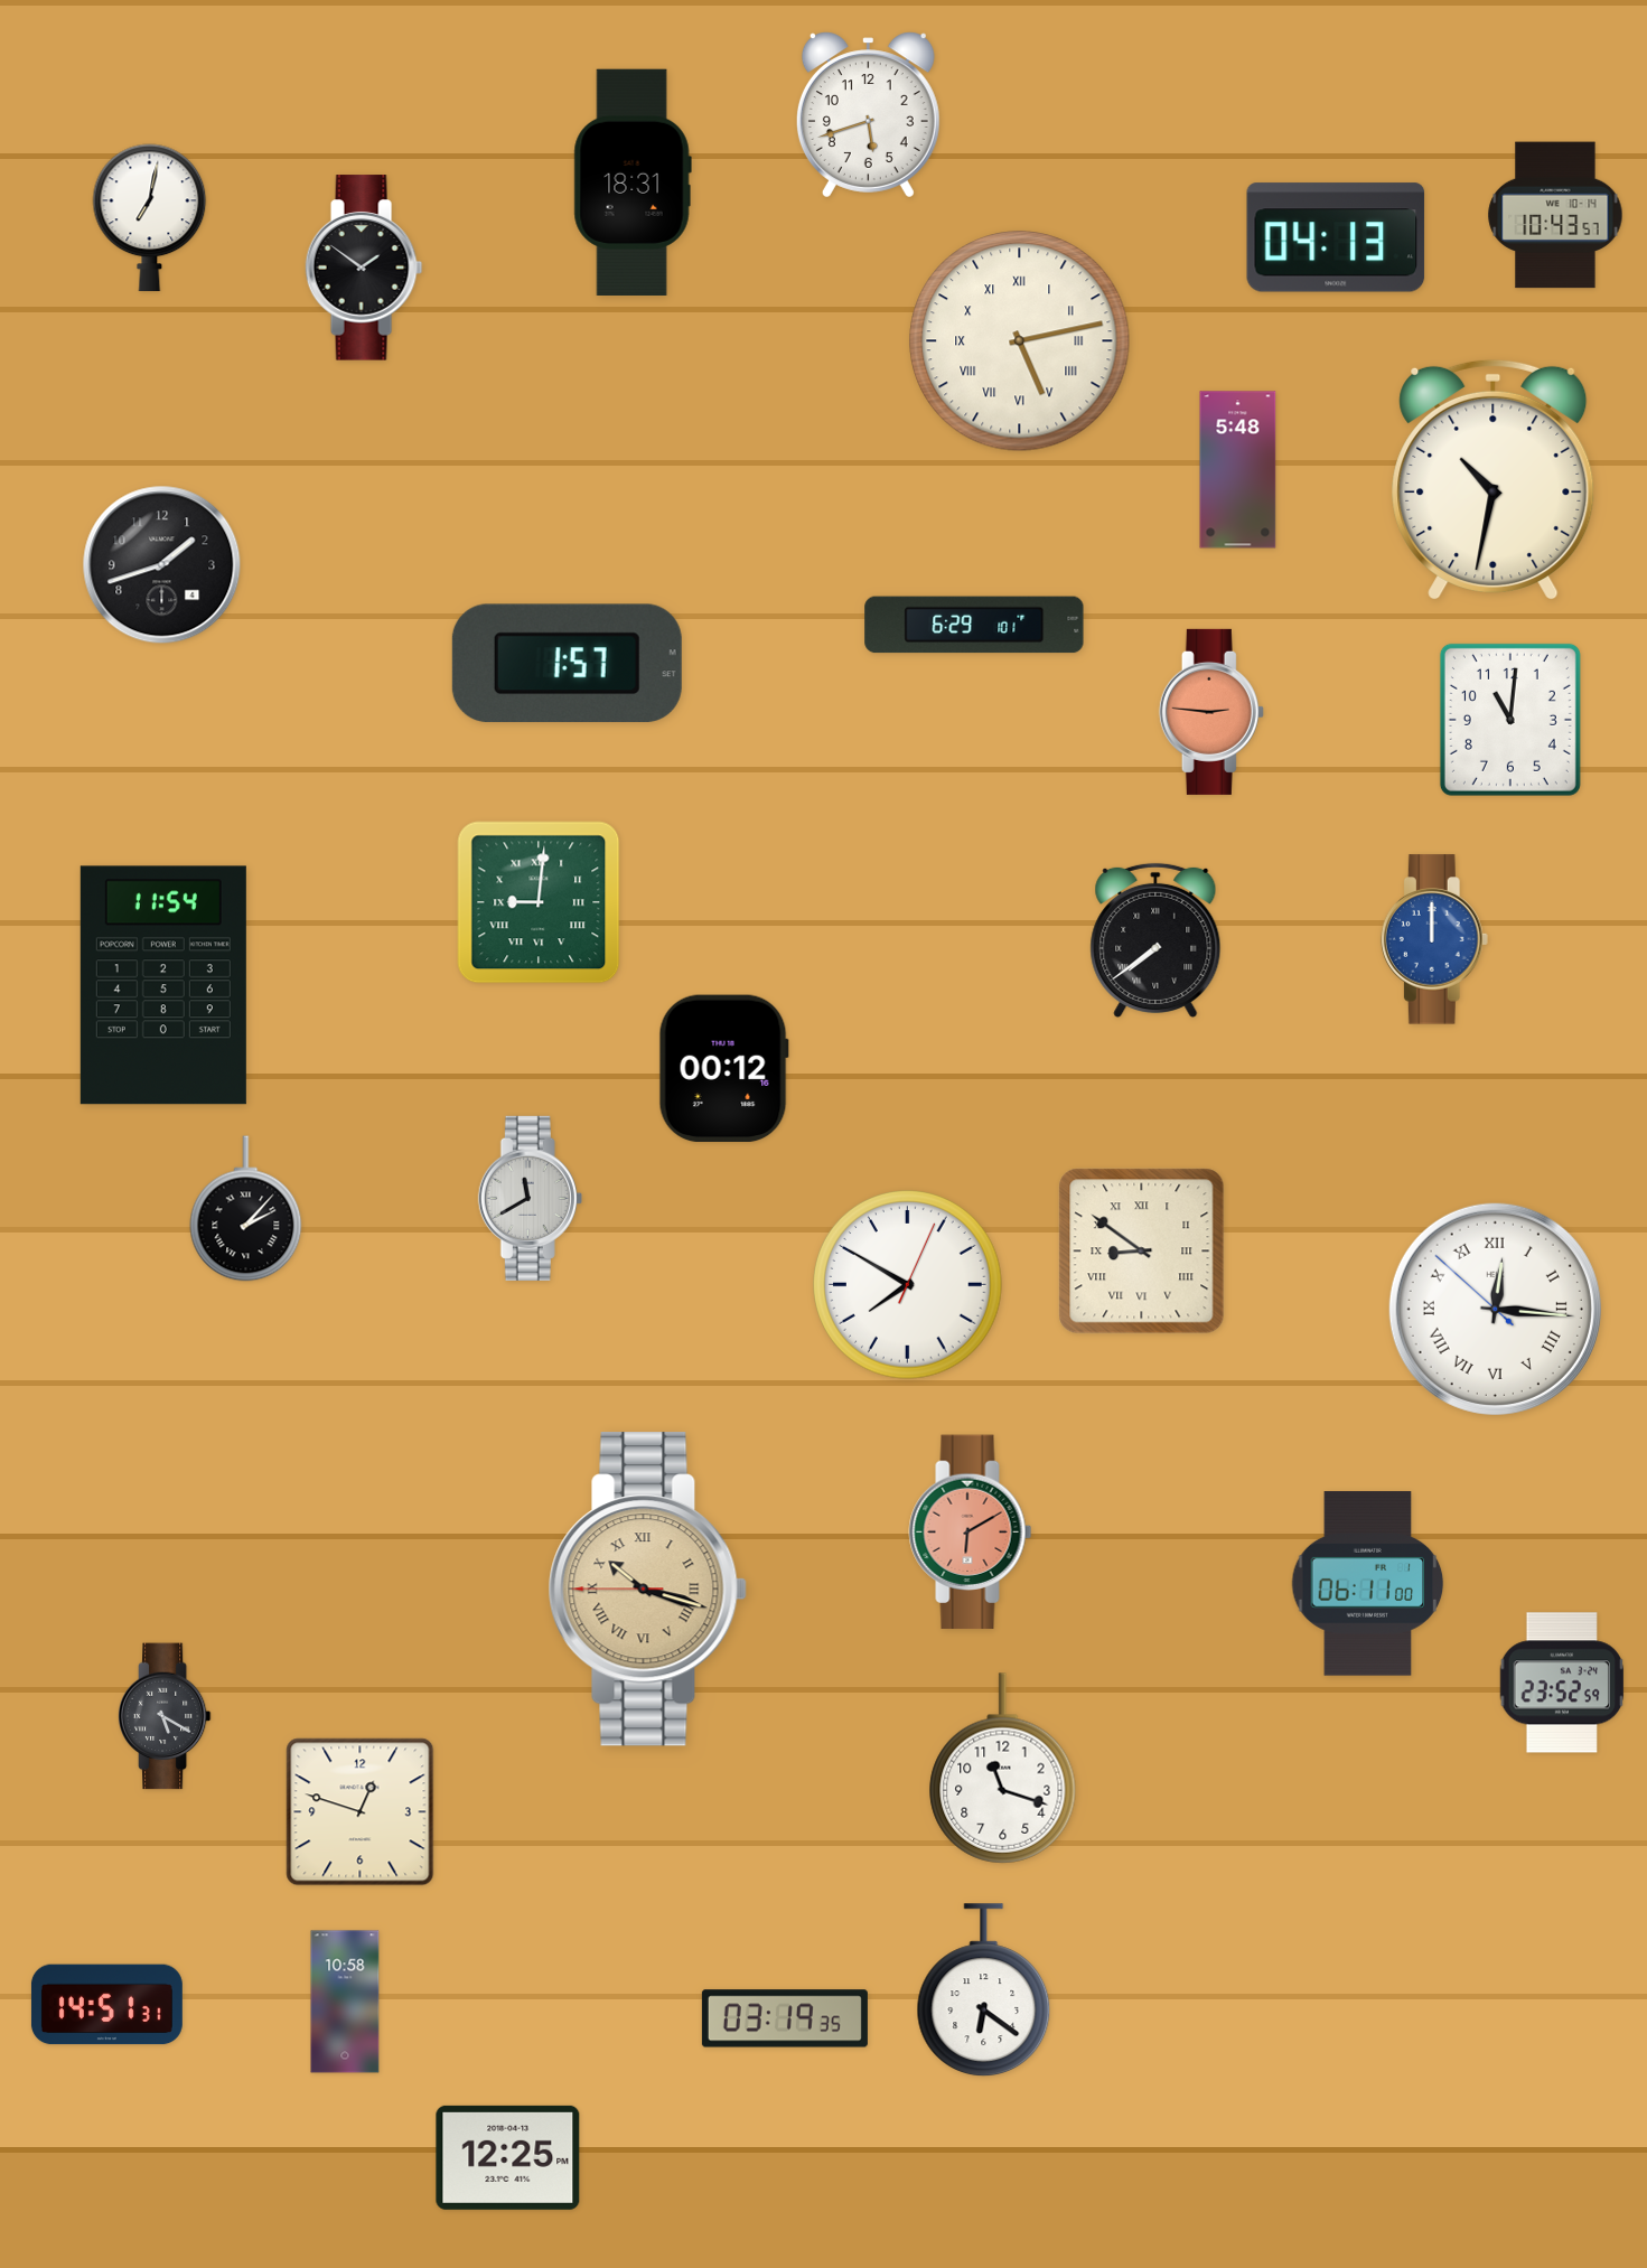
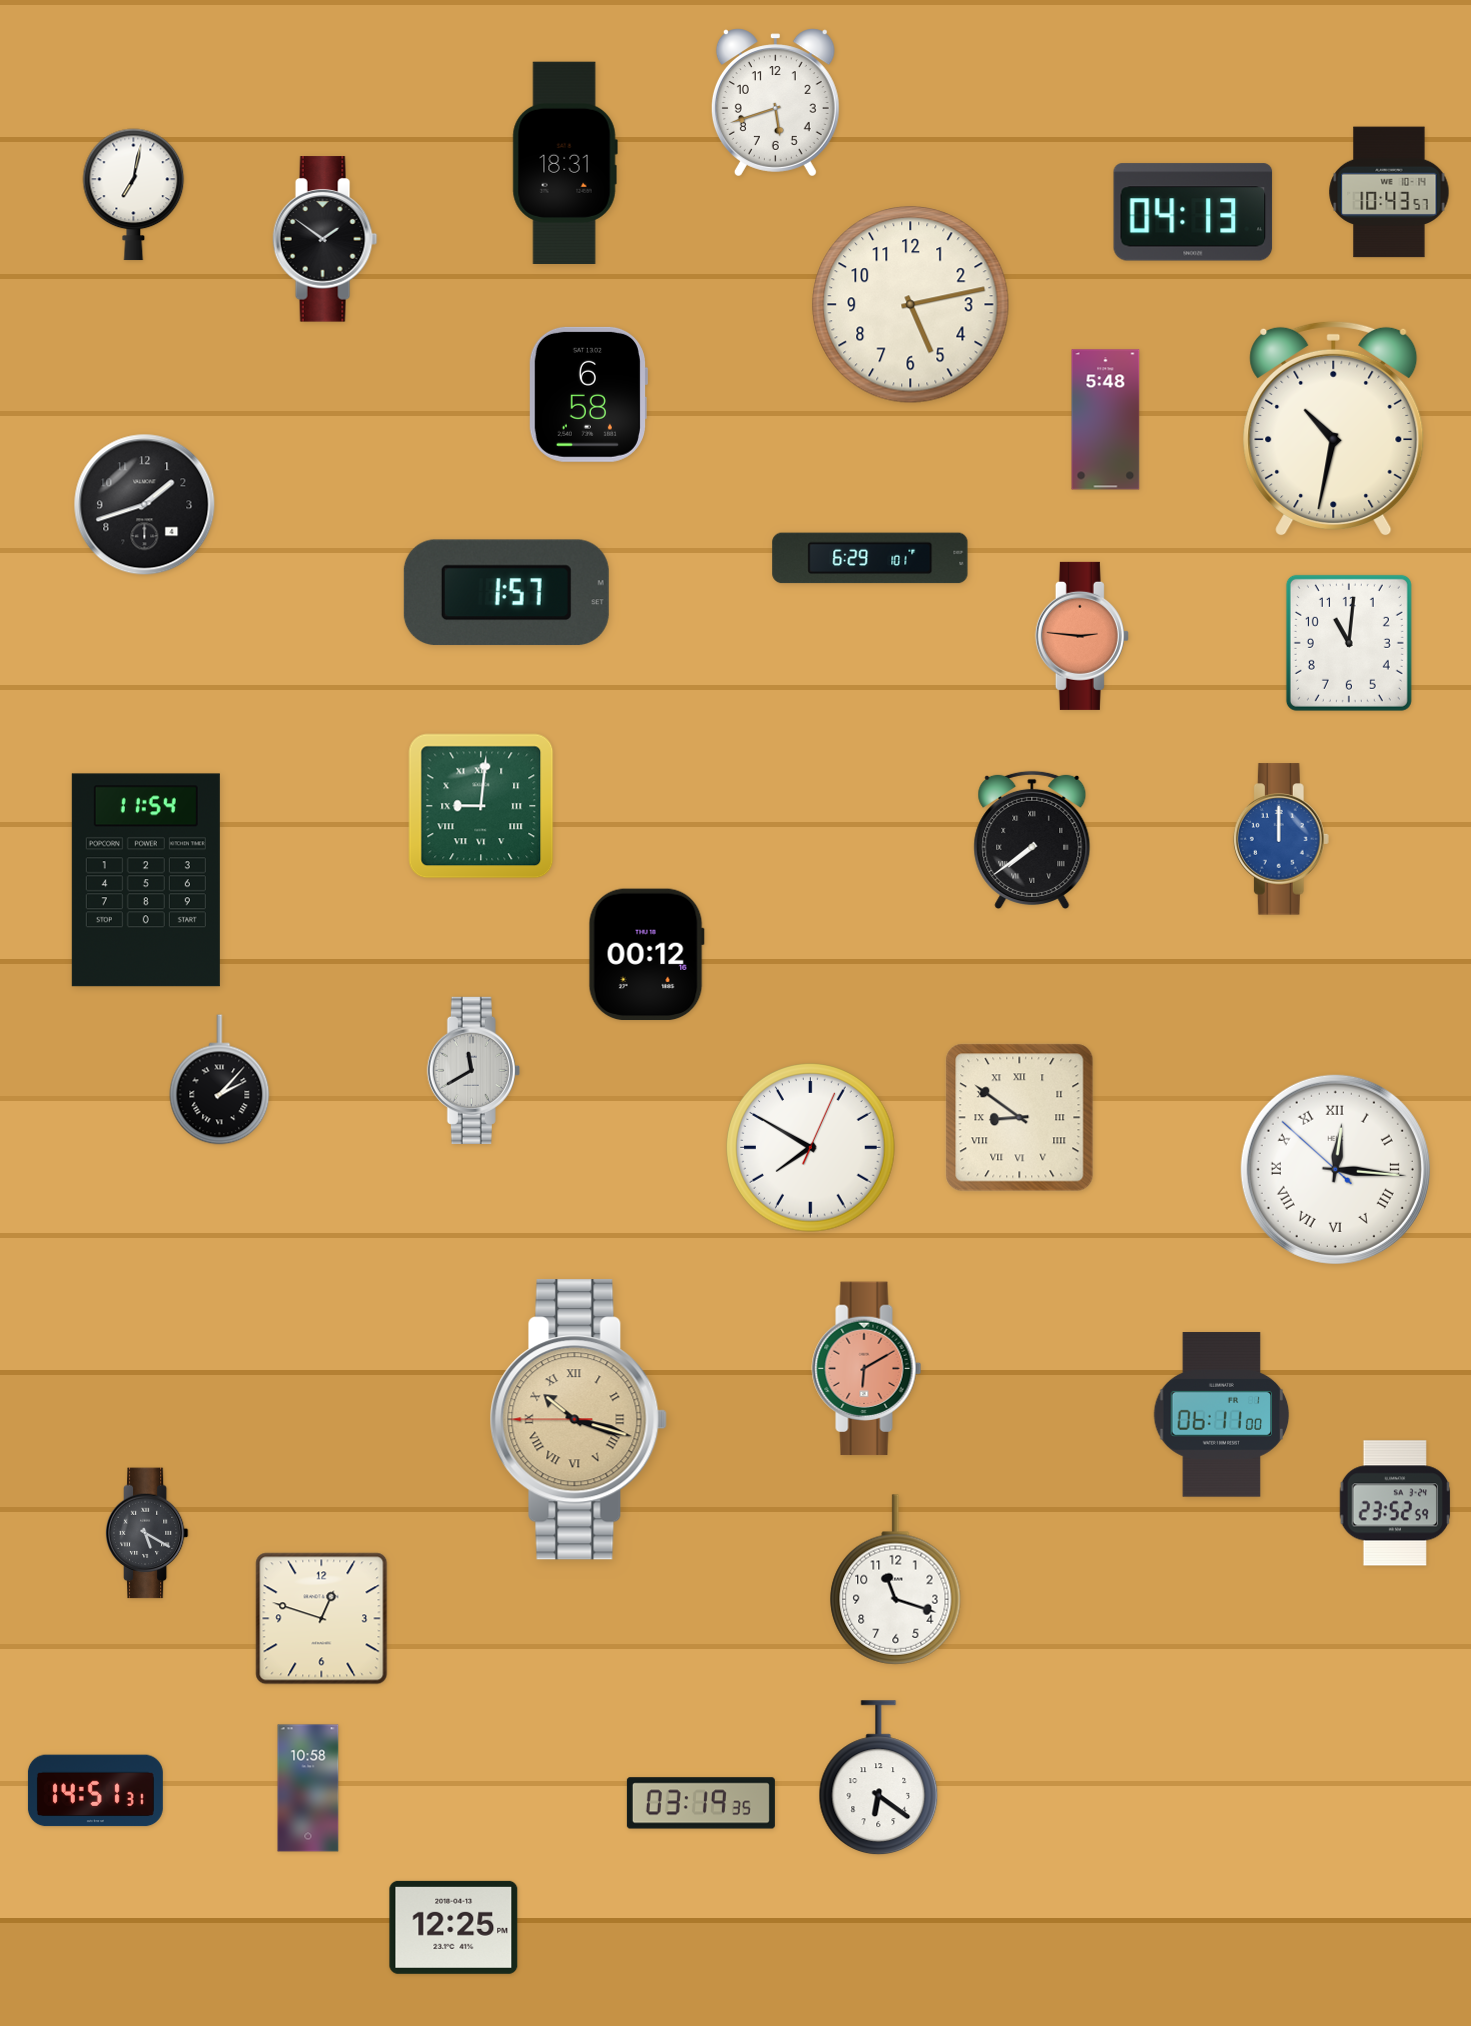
clock at (1020, 341) numerals: Roman -> Arabic
clock at (588, 394): none -> 6:58
